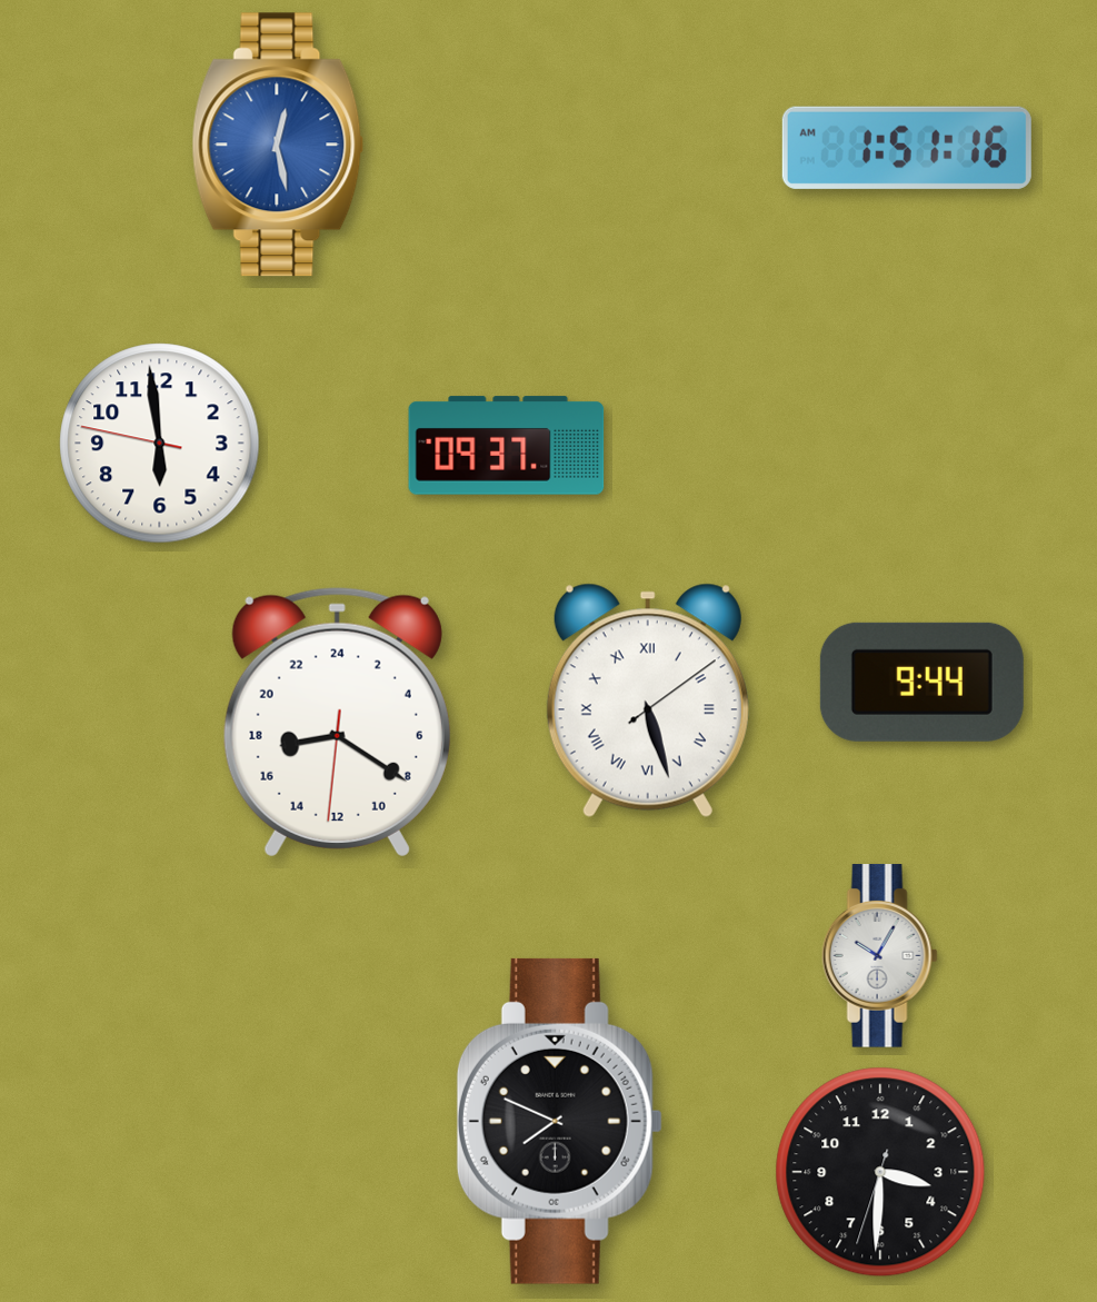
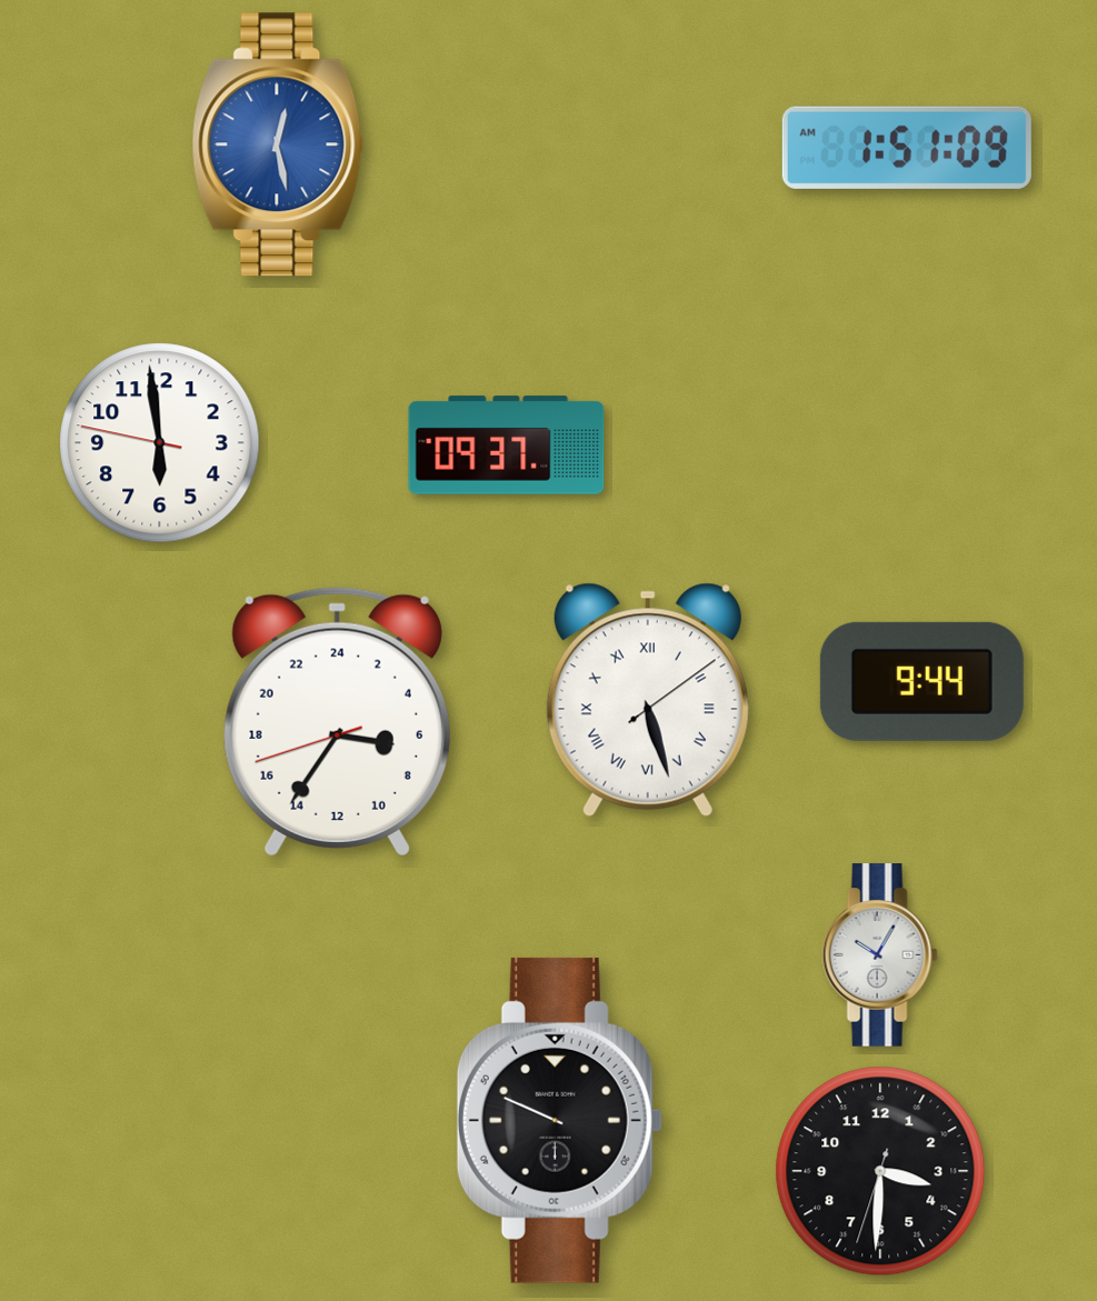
clock at (907, 148): 1:51:16 AM -> 1:51:09 AM
clock at (337, 722): 17:20 -> 6:35
clock at (559, 1121): 7:49 -> 9:49
